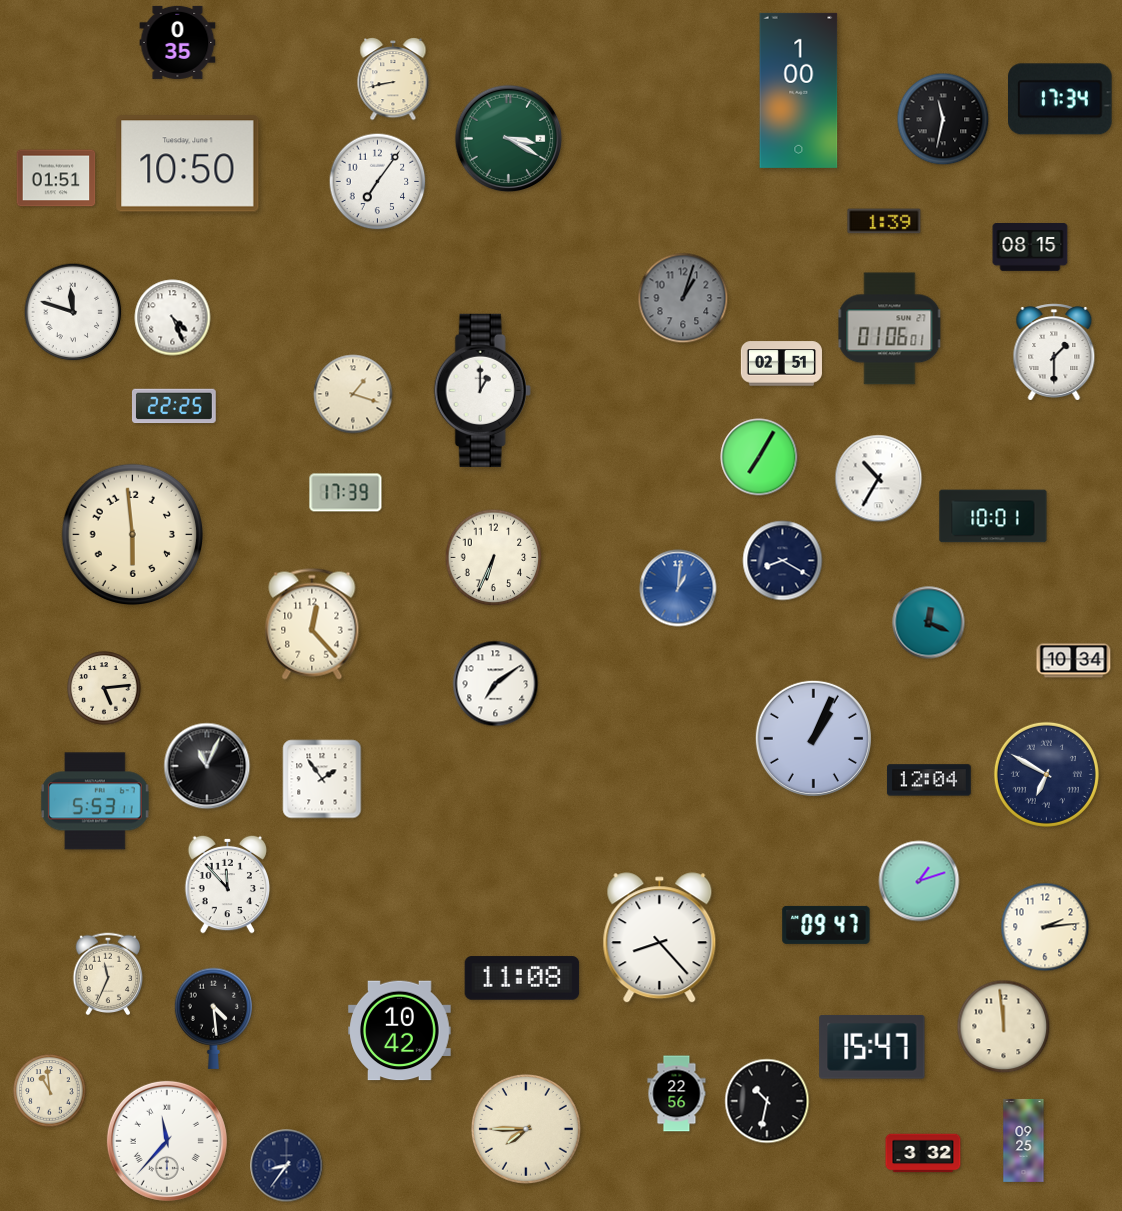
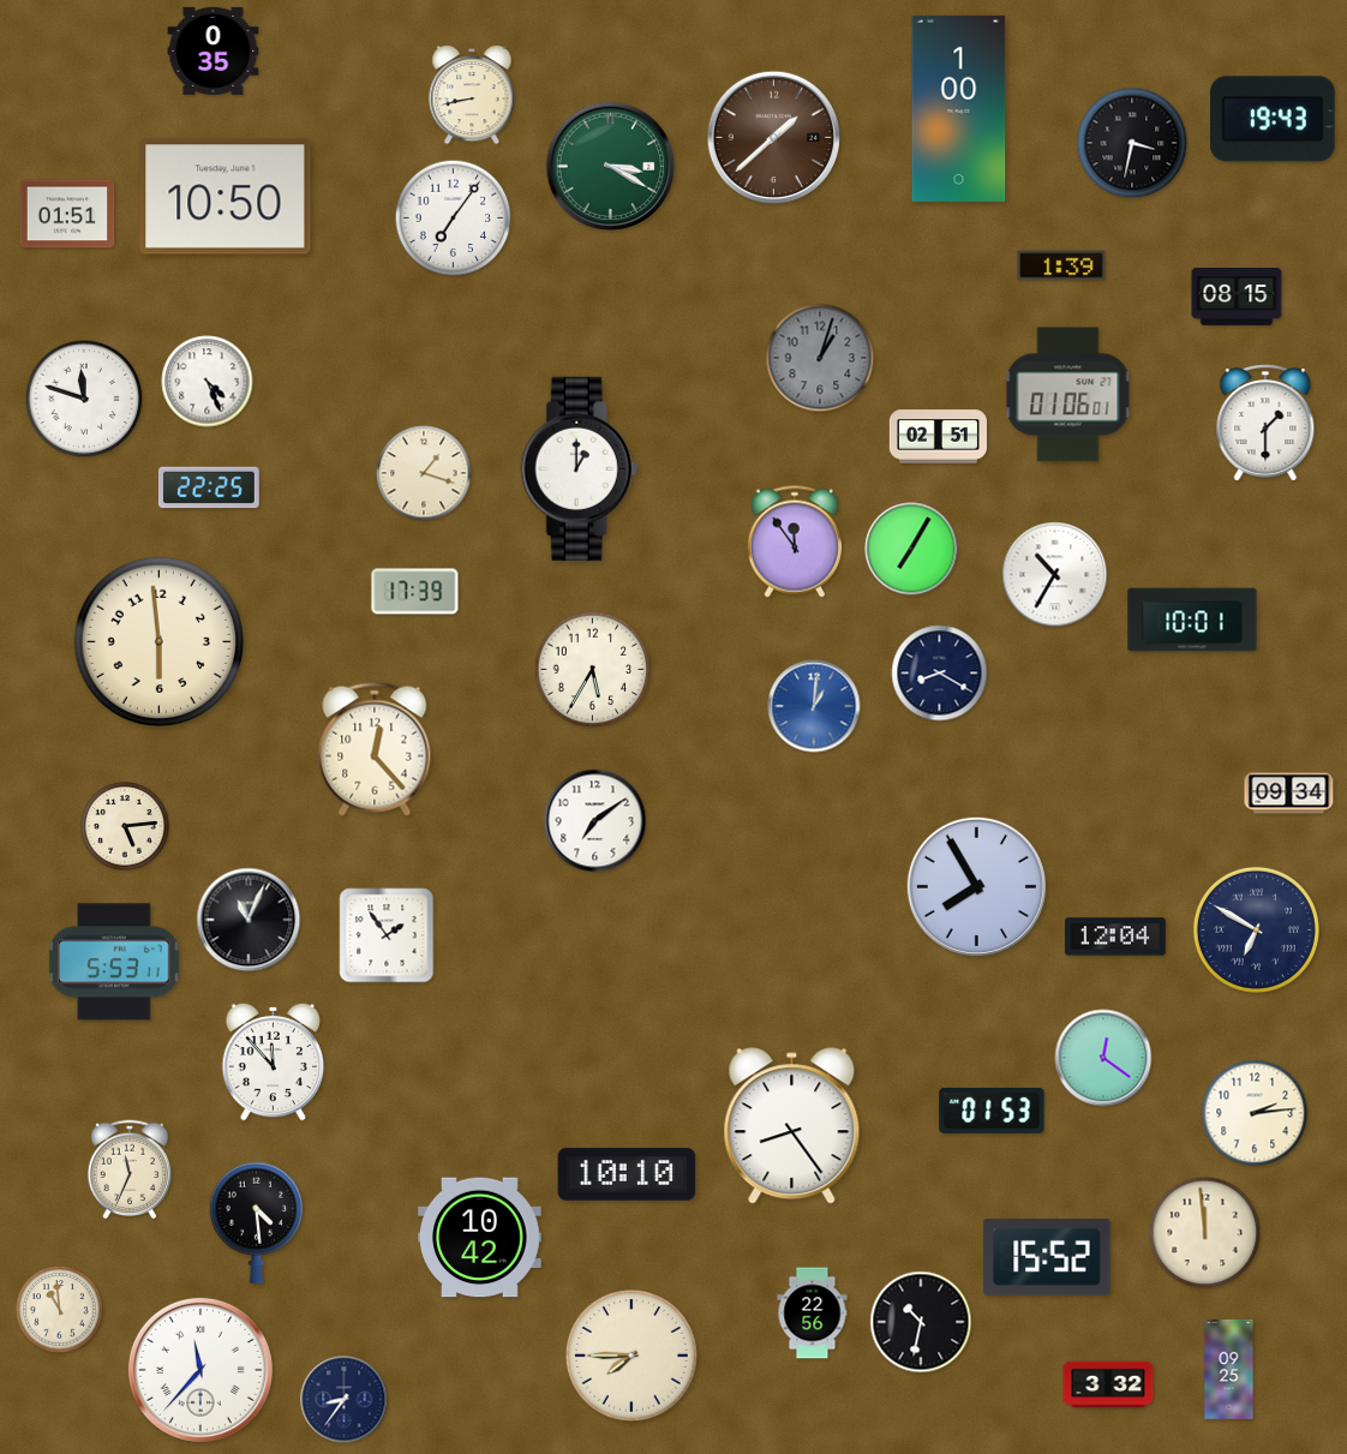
clock at (1061, 99): 17:34 -> 19:43
clock at (773, 137): none -> 1:38
clock at (943, 119): 11:32 -> 3:32
clock at (73, 312) position: (73, 312) -> (84, 399)
clock at (795, 541): none -> 11:54
clock at (494, 558): 6:34 -> 5:35
clock at (929, 623): 12:19 -> none
clock at (1074, 661): 10:34 -> 09:34
clock at (813, 738): 1:04 -> 7:55
clock at (919, 881): 1:12 -> 12:21
clock at (826, 925): 09:47 -> 01:53
clock at (660, 938): 8:23 -> 8:24
clock at (522, 978): 11:08 -> 10:10
clock at (872, 1048): 15:47 -> 15:52
